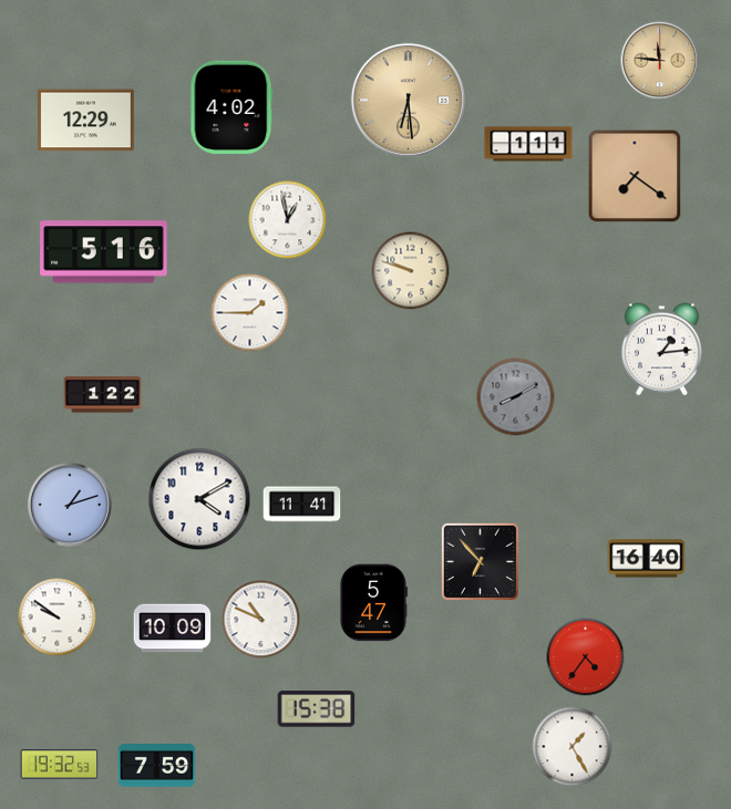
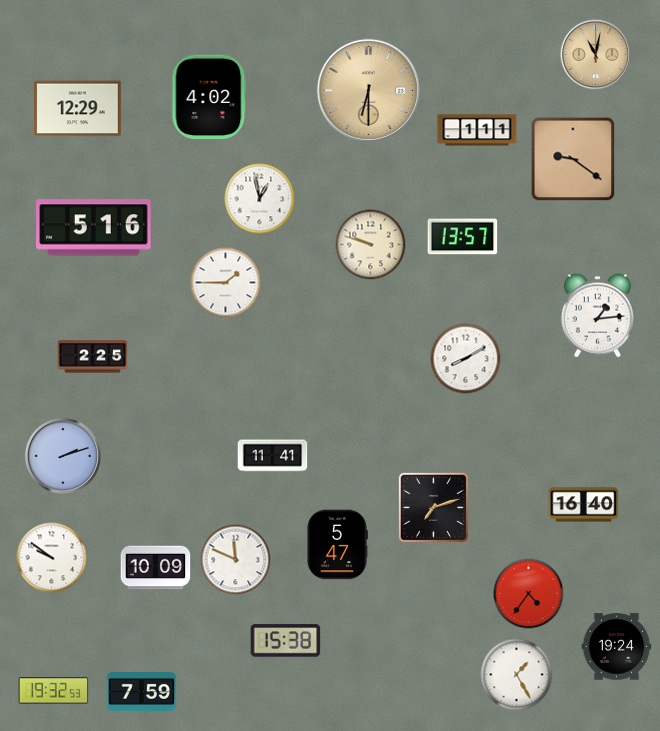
clock at (660, 61): 11:46 -> 11:02
clock at (408, 100): 6:29 -> 6:30
clock at (635, 176): 7:21 -> 9:21
clock at (463, 237): none -> 13:57
clock at (103, 395): 1:22 -> 2:25
clock at (516, 397) dial: grey -> white
clock at (199, 499): 4:10 -> none
clock at (70, 505): 1:12 -> 2:12
clock at (480, 561): 6:53 -> 7:12
clock at (261, 620): 10:49 -> 11:49
clock at (617, 647): none -> 19:24
